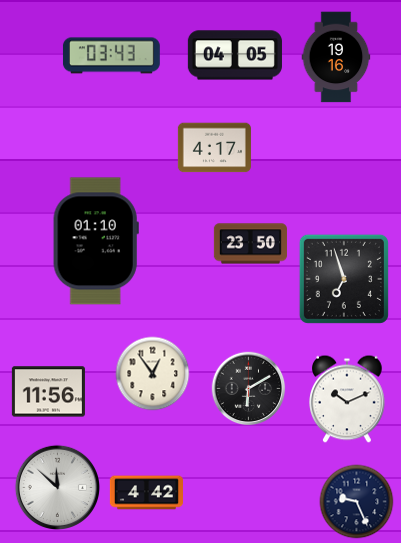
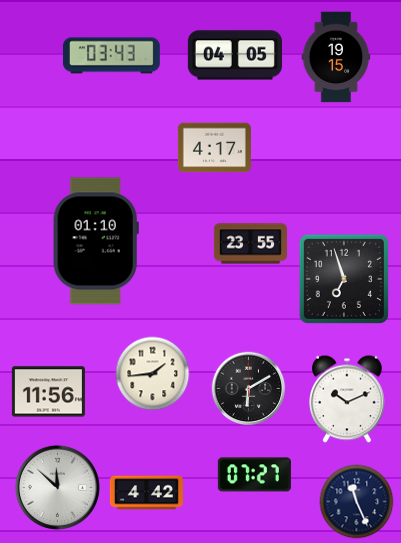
clock at (336, 57): 19:16 -> 19:15
clock at (250, 244): 23:50 -> 23:55
clock at (153, 374): 12:54 -> 1:44
clock at (254, 475): none -> 07:27
clock at (357, 502): 9:26 -> 11:26
